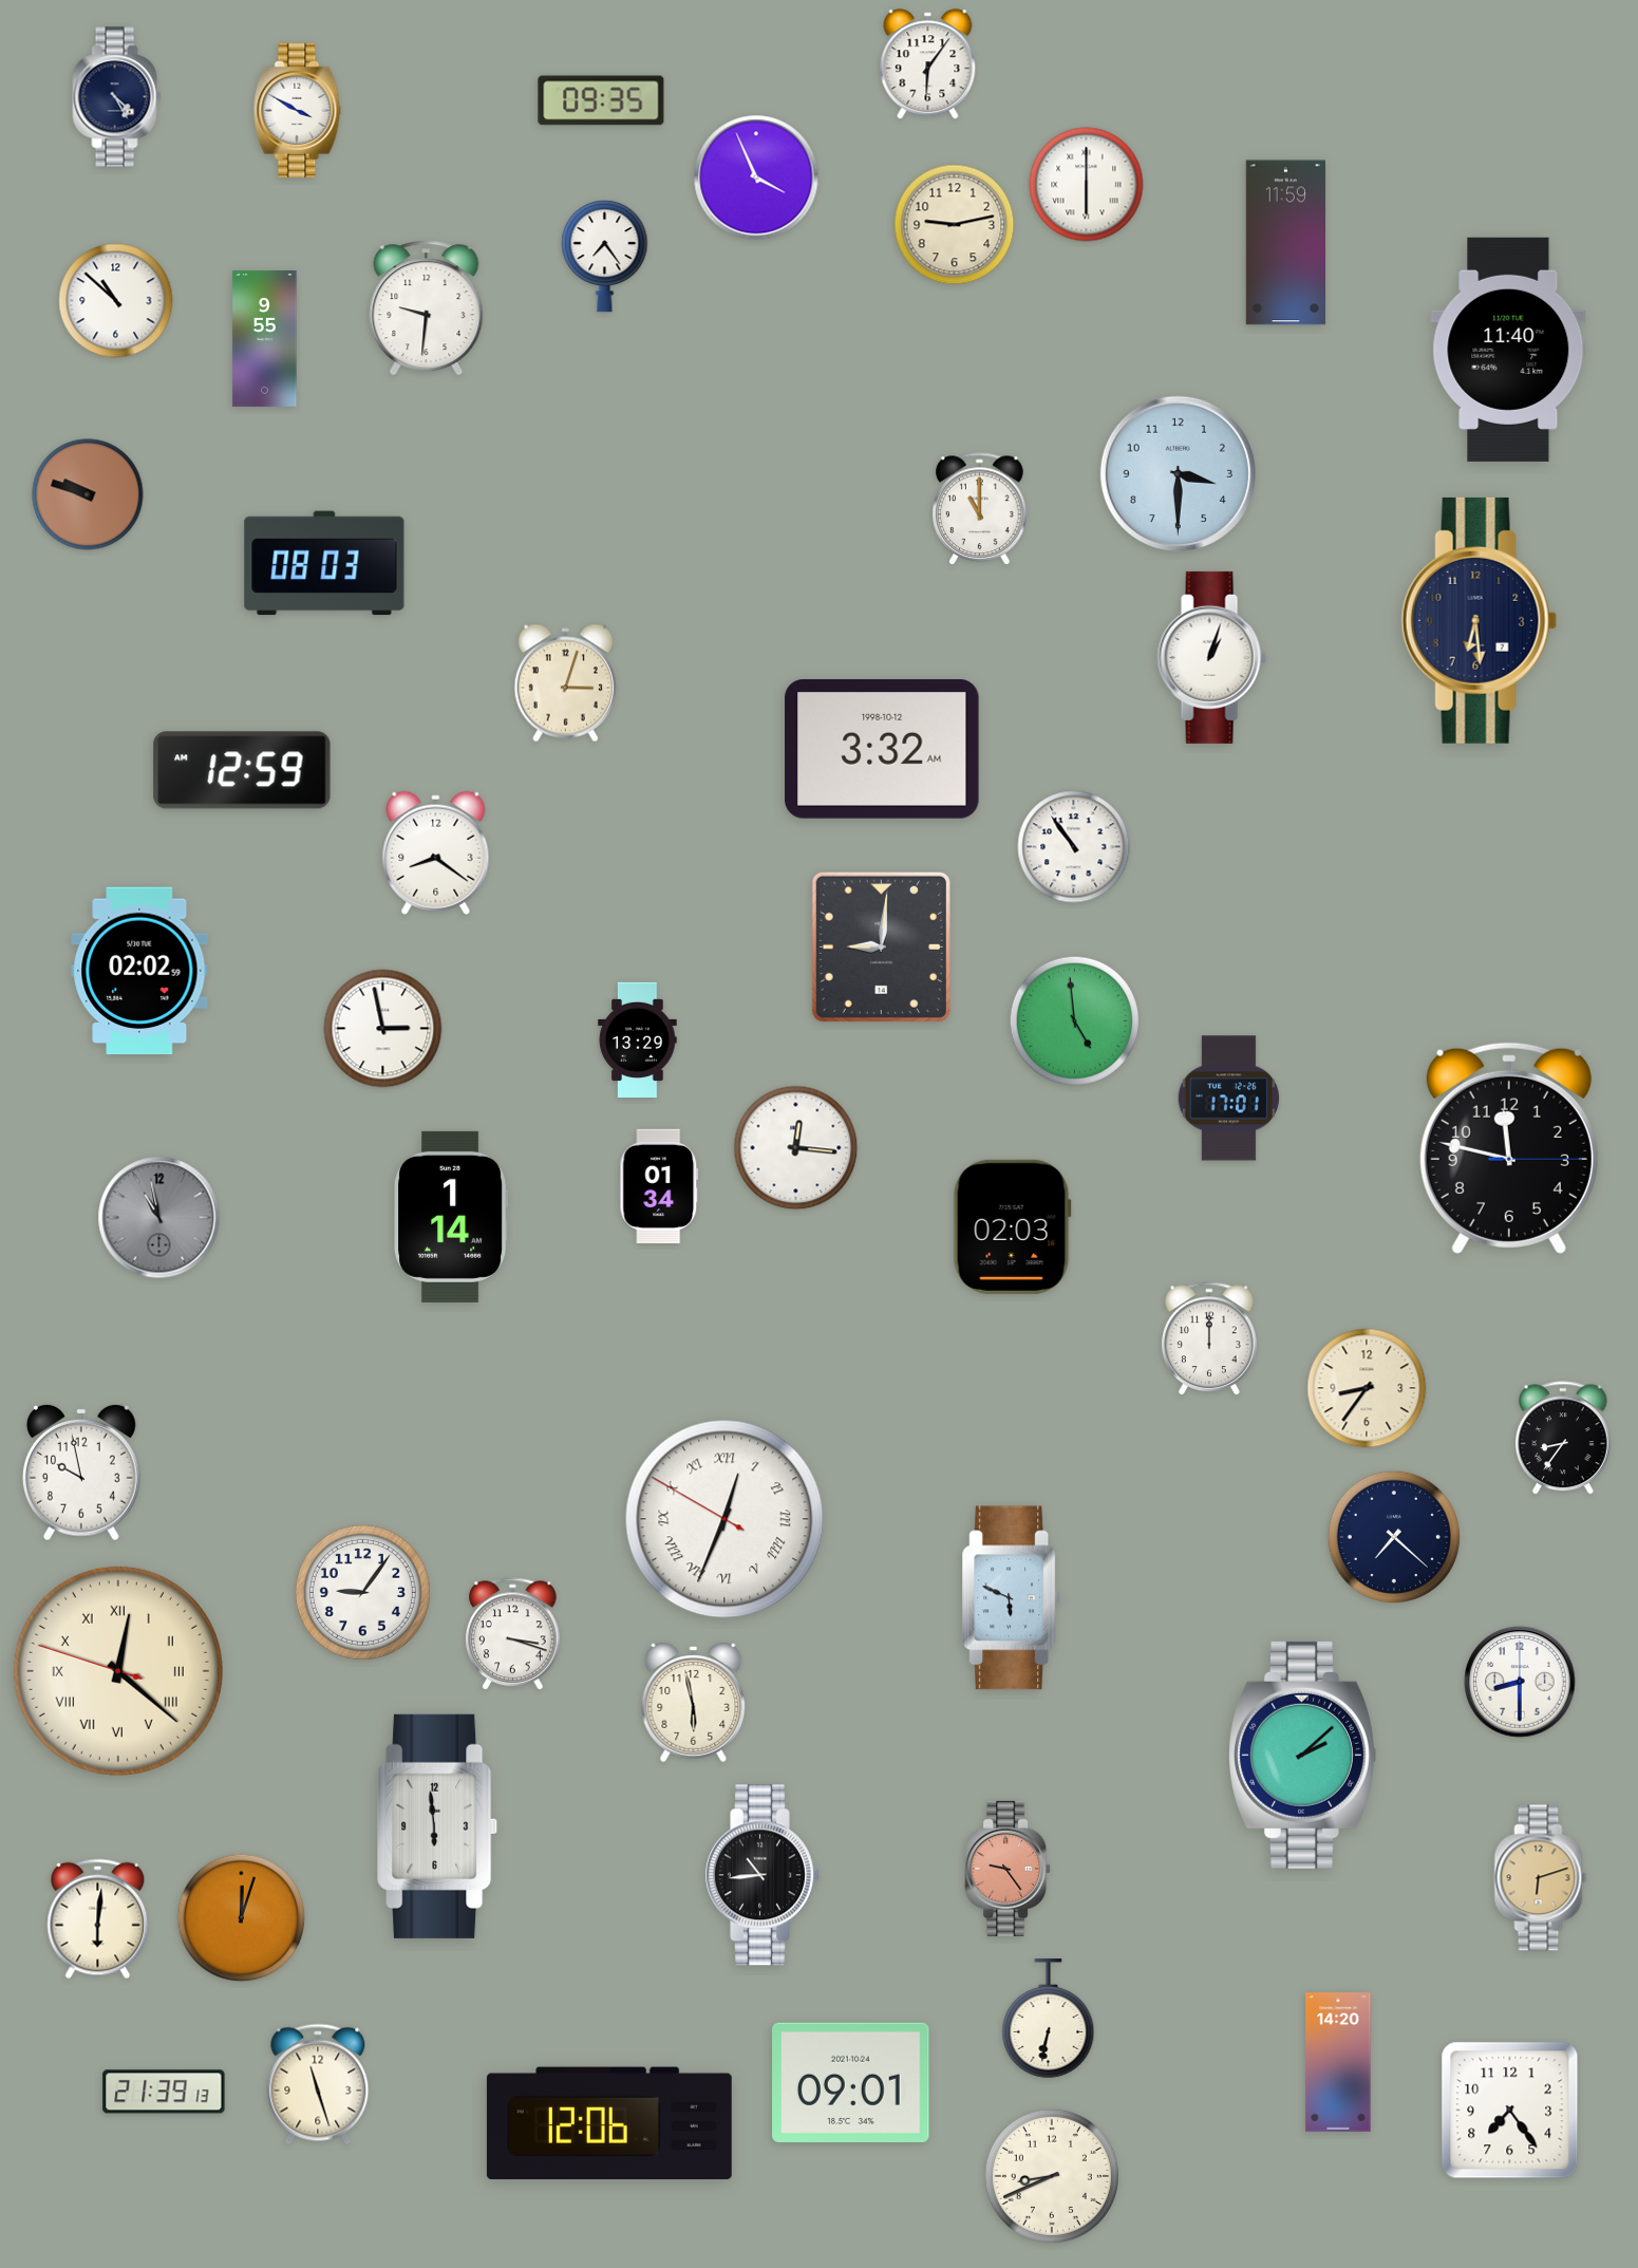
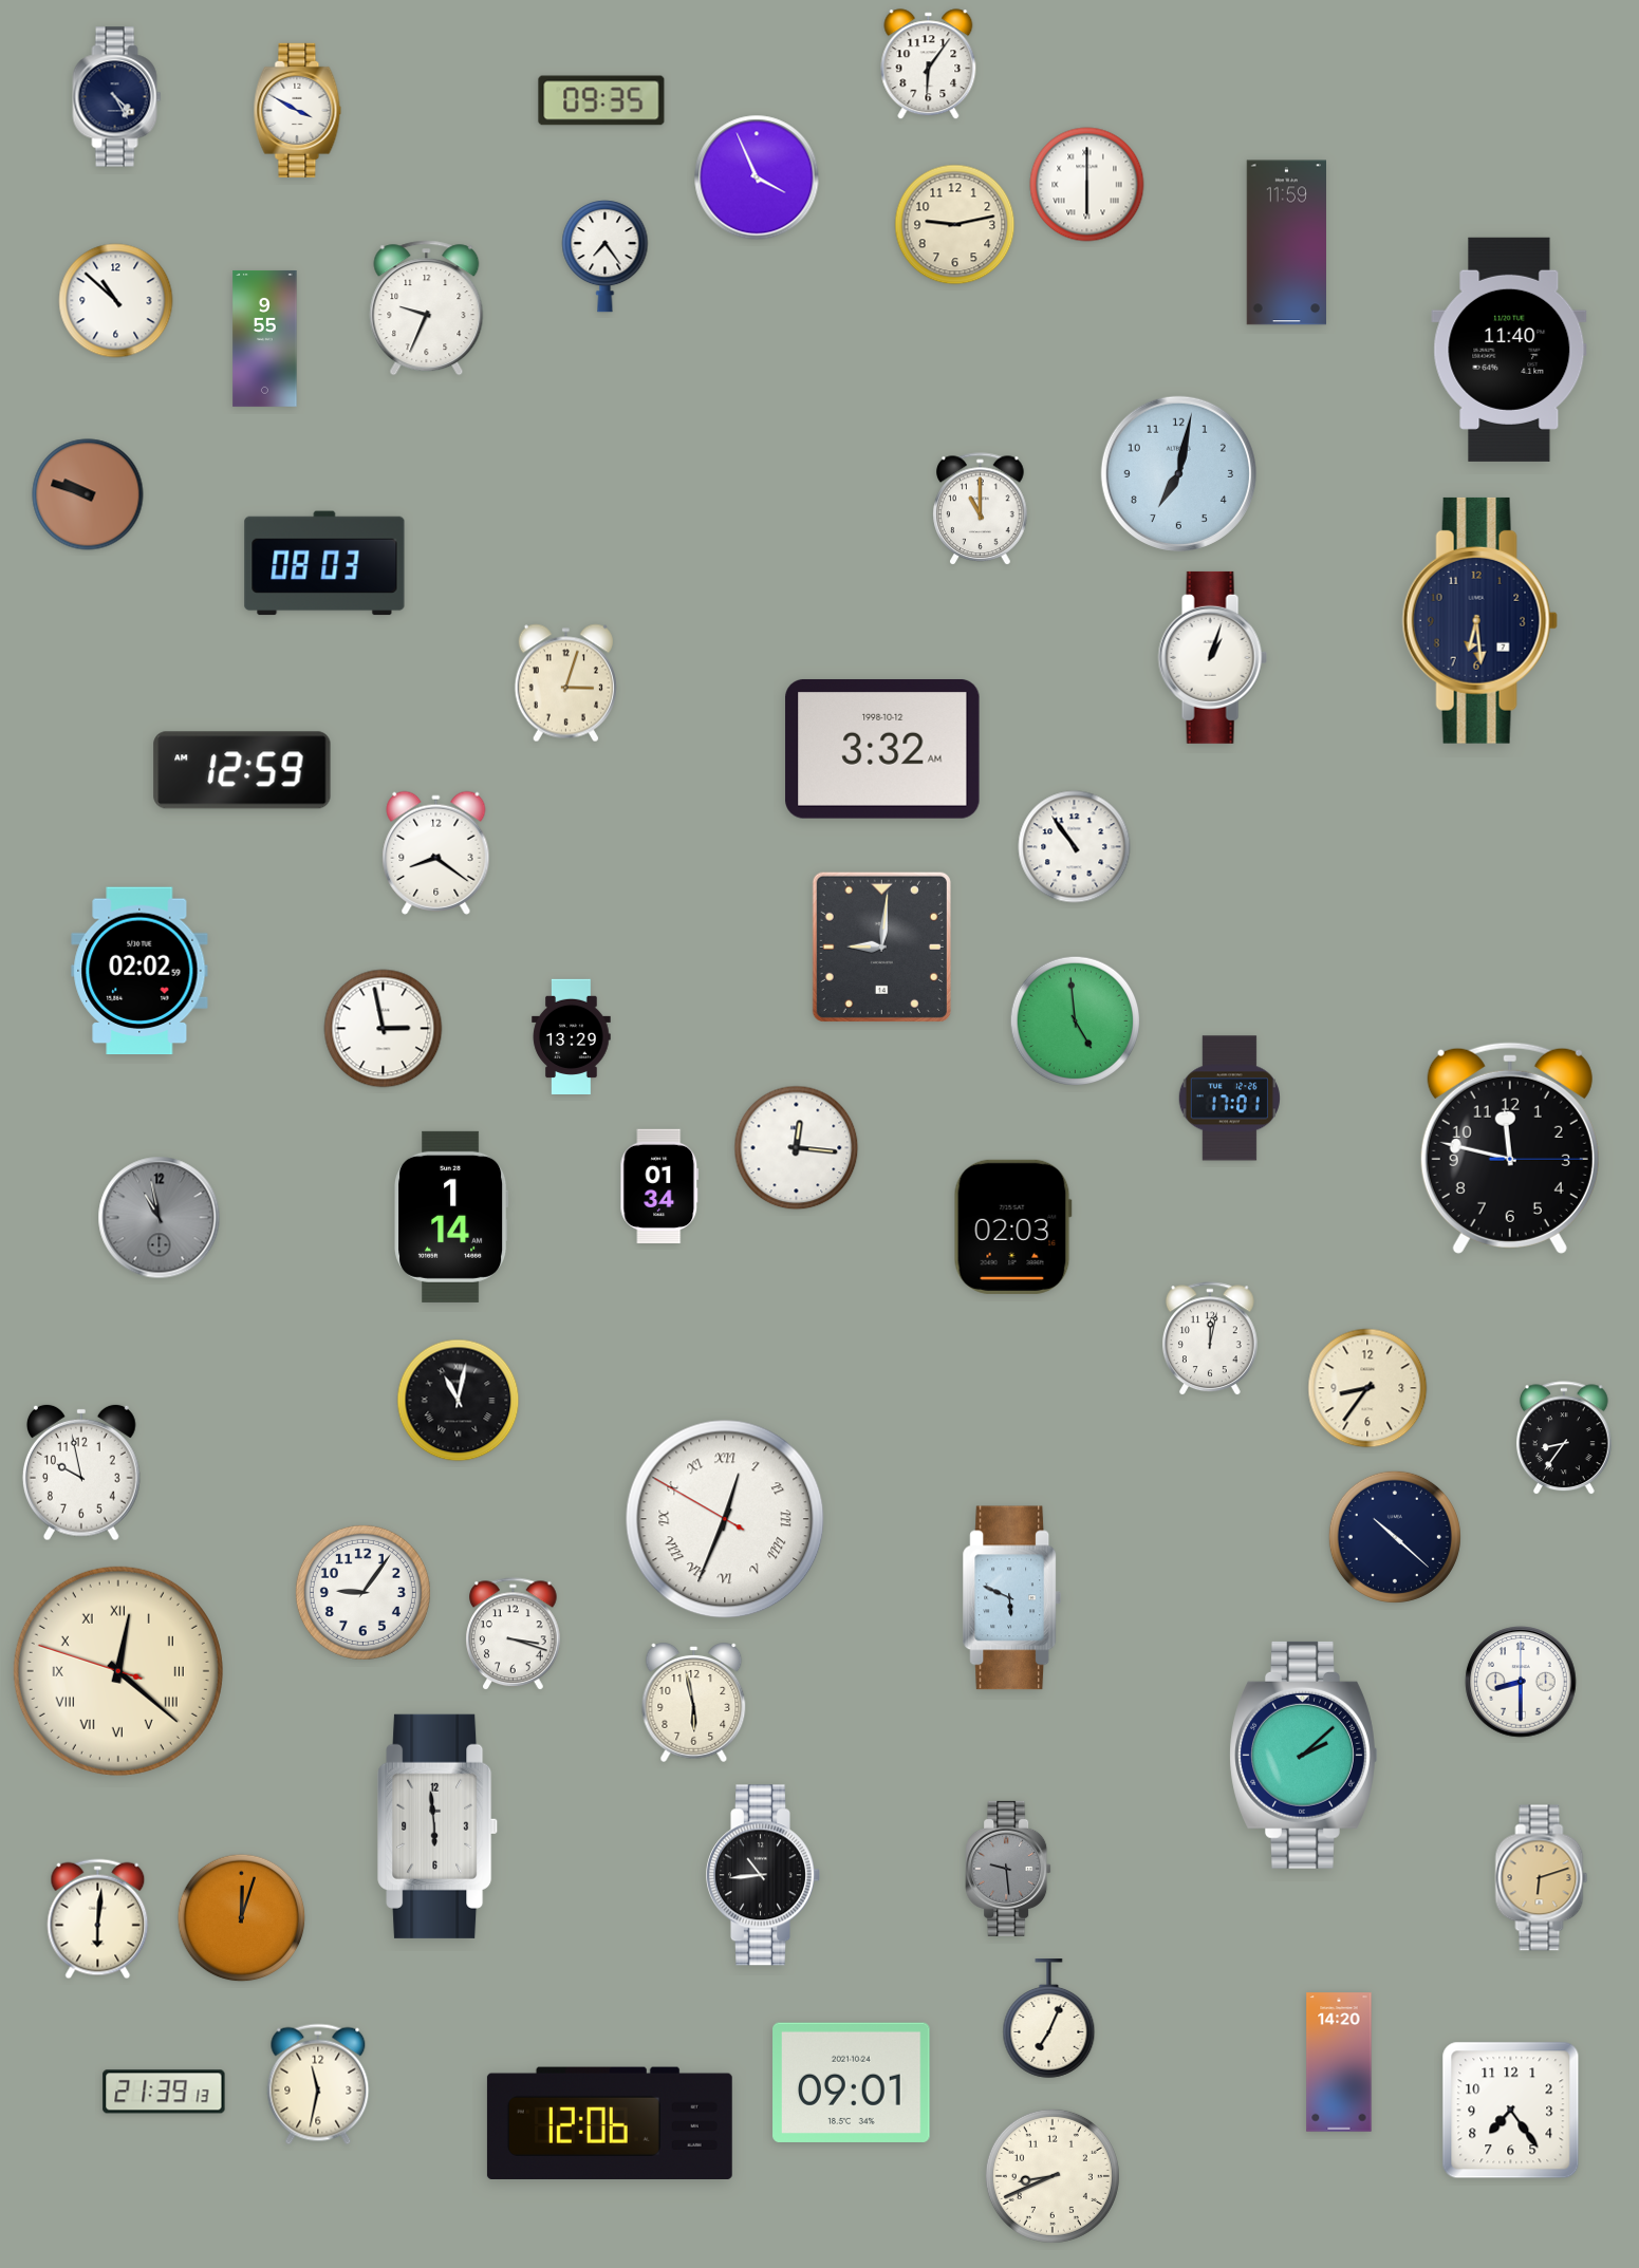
clock at (427, 308): 9:31 -> 9:34
clock at (1178, 473): 3:30 -> 7:02
clock at (638, 1039) position: (638, 1039) -> (572, 1036)
clock at (1209, 1339): 12:00 -> 12:02
clock at (459, 1401): none -> 11:02
clock at (1394, 1537): 7:22 -> 10:22
clock at (1008, 1869): 9:24 -> 9:29
clock at (1008, 1869) dial: salmon -> grey
clock at (1049, 2019): 6:32 -> 7:04
clock at (318, 2084): 11:27 -> 11:32
